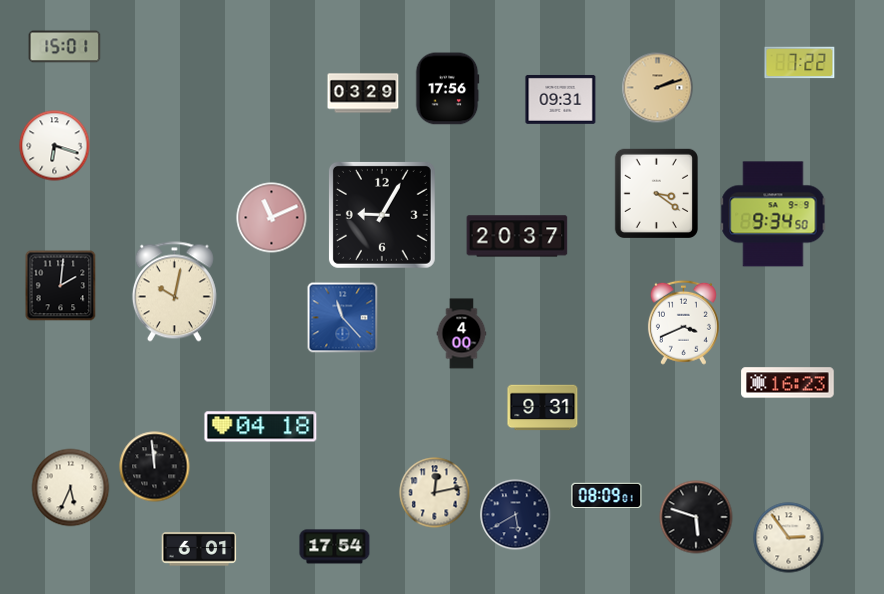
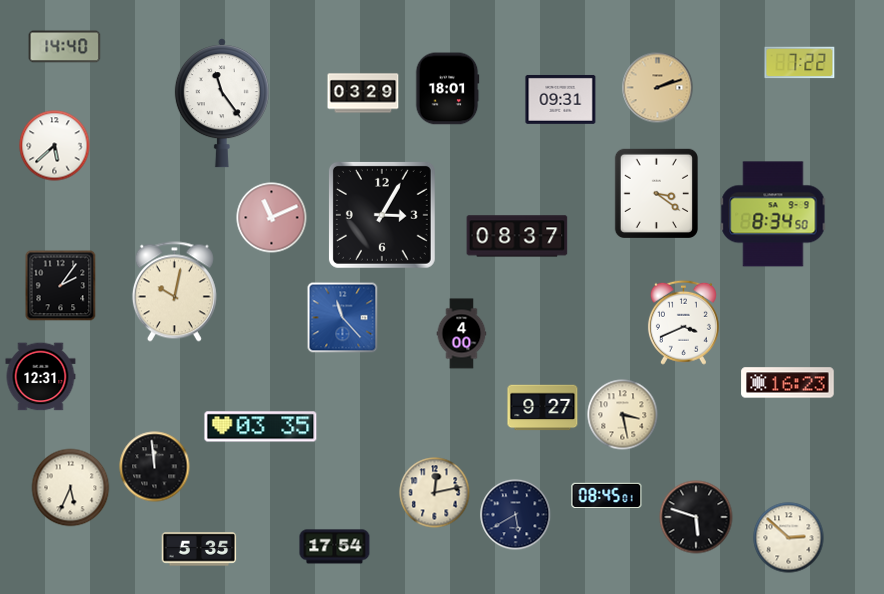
clock at (65, 47): 15:01 -> 14:40
clock at (447, 89): 17:56 -> 18:01
clock at (222, 103): none -> 11:24
clock at (55, 146): 6:18 -> 5:38
clock at (773, 214): 9:34 -> 8:34
clock at (382, 215): 9:05 -> 3:05
clock at (517, 236): 20:37 -> 08:37
clock at (61, 286): 2:01 -> 2:06
clock at (41, 377): none -> 12:31
clock at (543, 408): 9:31 -> 9:27
clock at (623, 415): none -> 3:28
clock at (261, 427): 04:18 -> 03:35
clock at (607, 496): 08:09 -> 08:45
clock at (789, 538): 2:54 -> 2:52
clock at (199, 549): 6:01 -> 5:35
